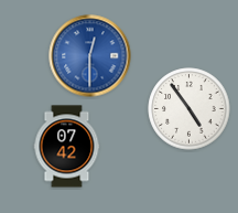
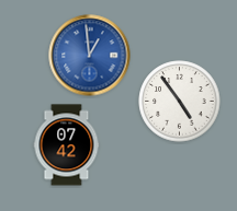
clock at (90, 56): 12:30 -> 12:59
clock at (190, 109) position: (190, 109) -> (180, 102)
